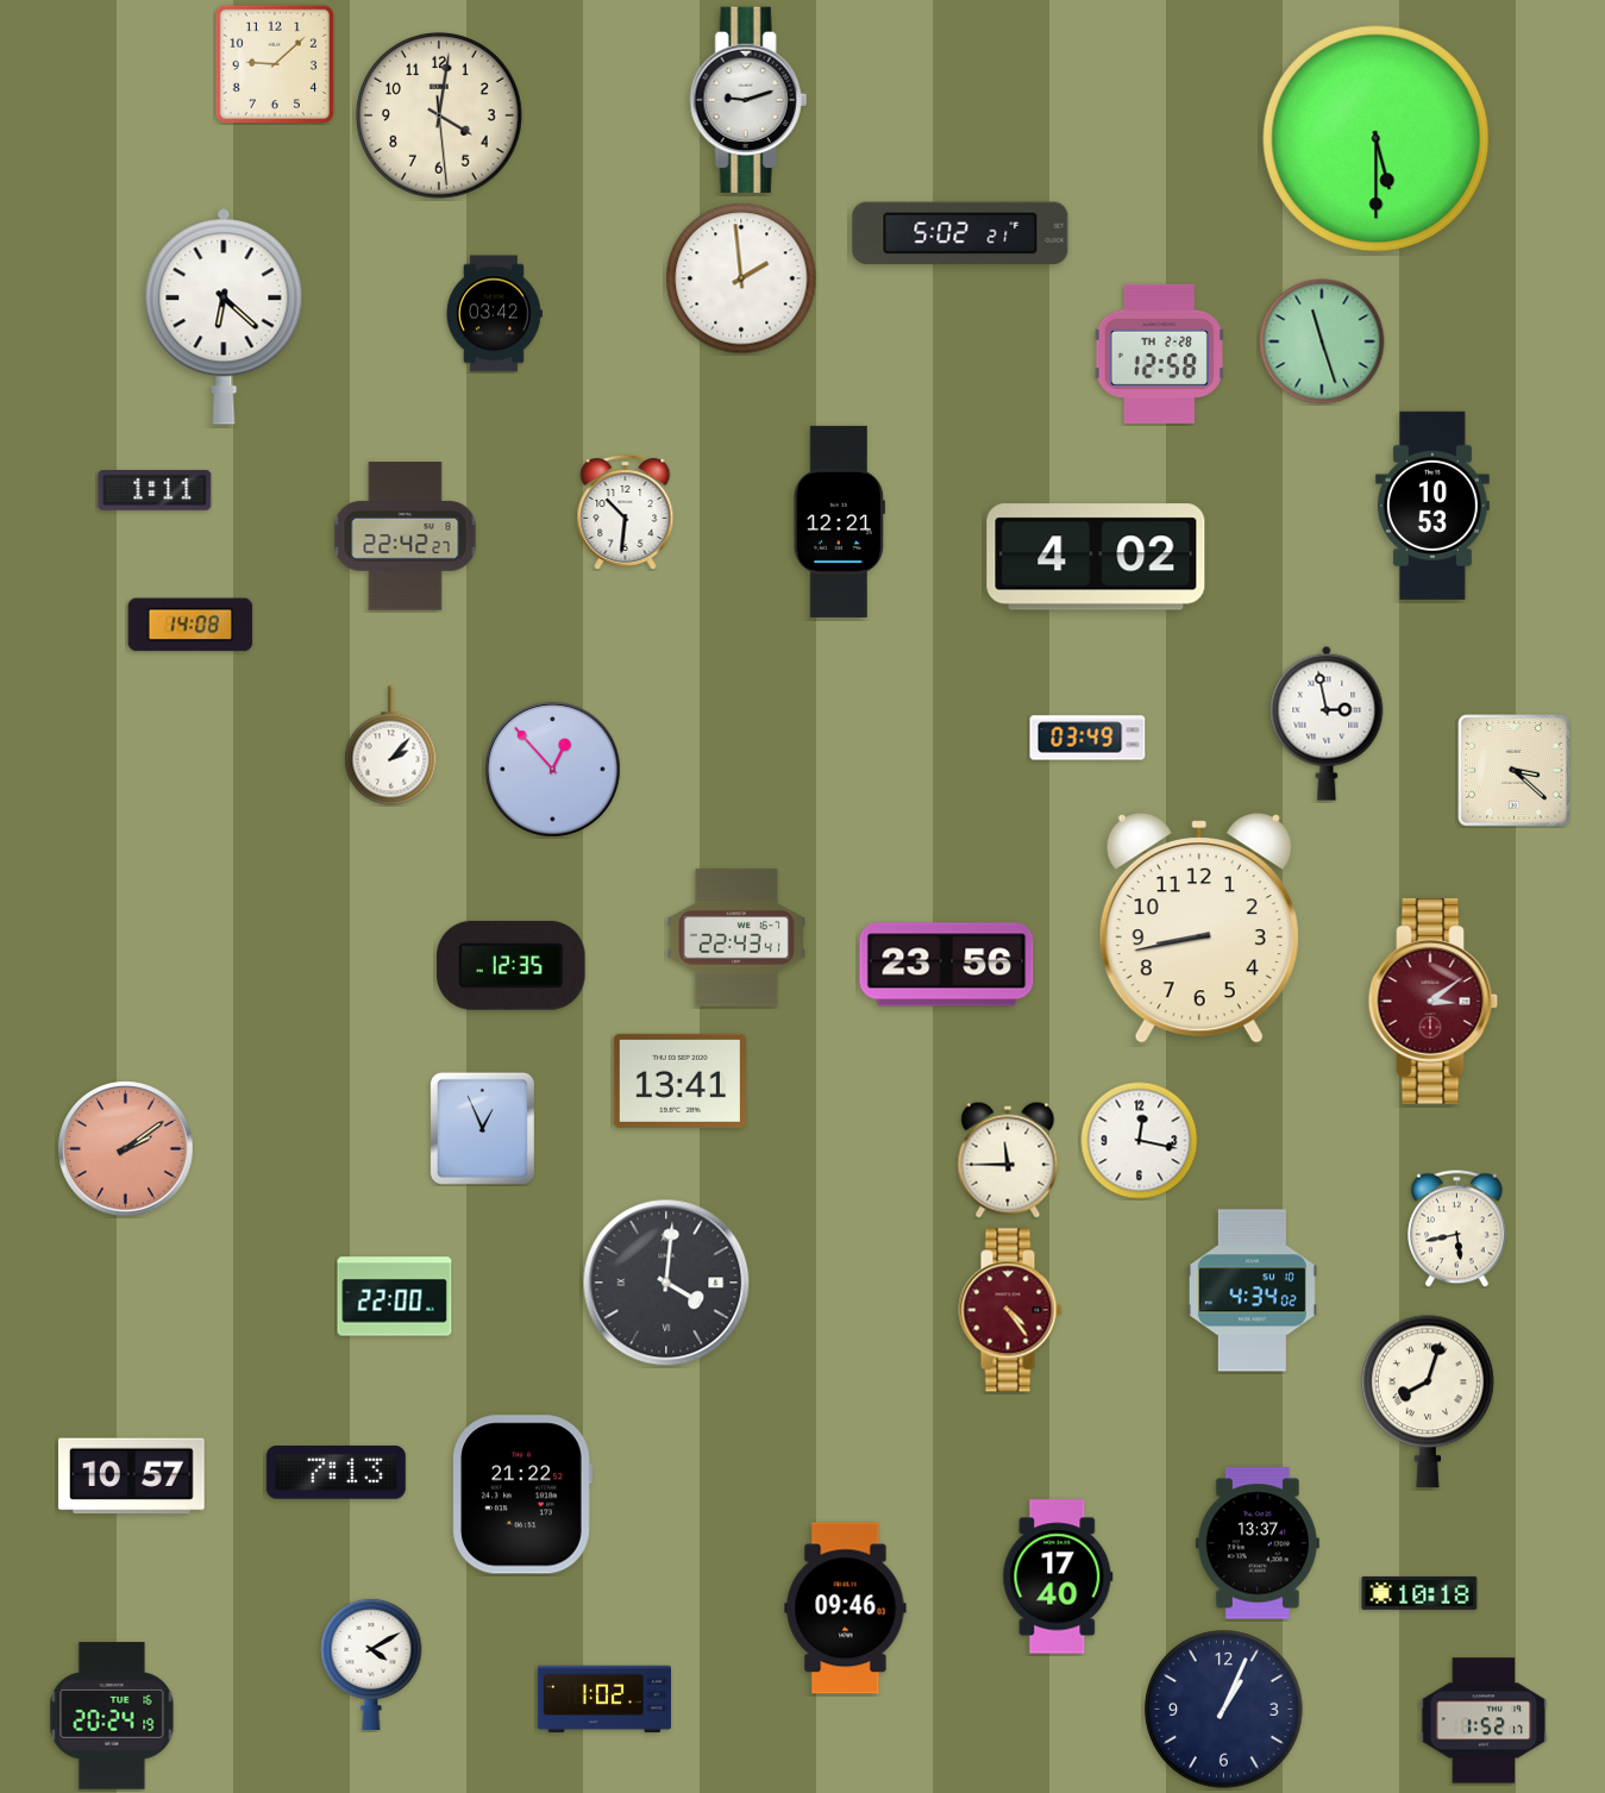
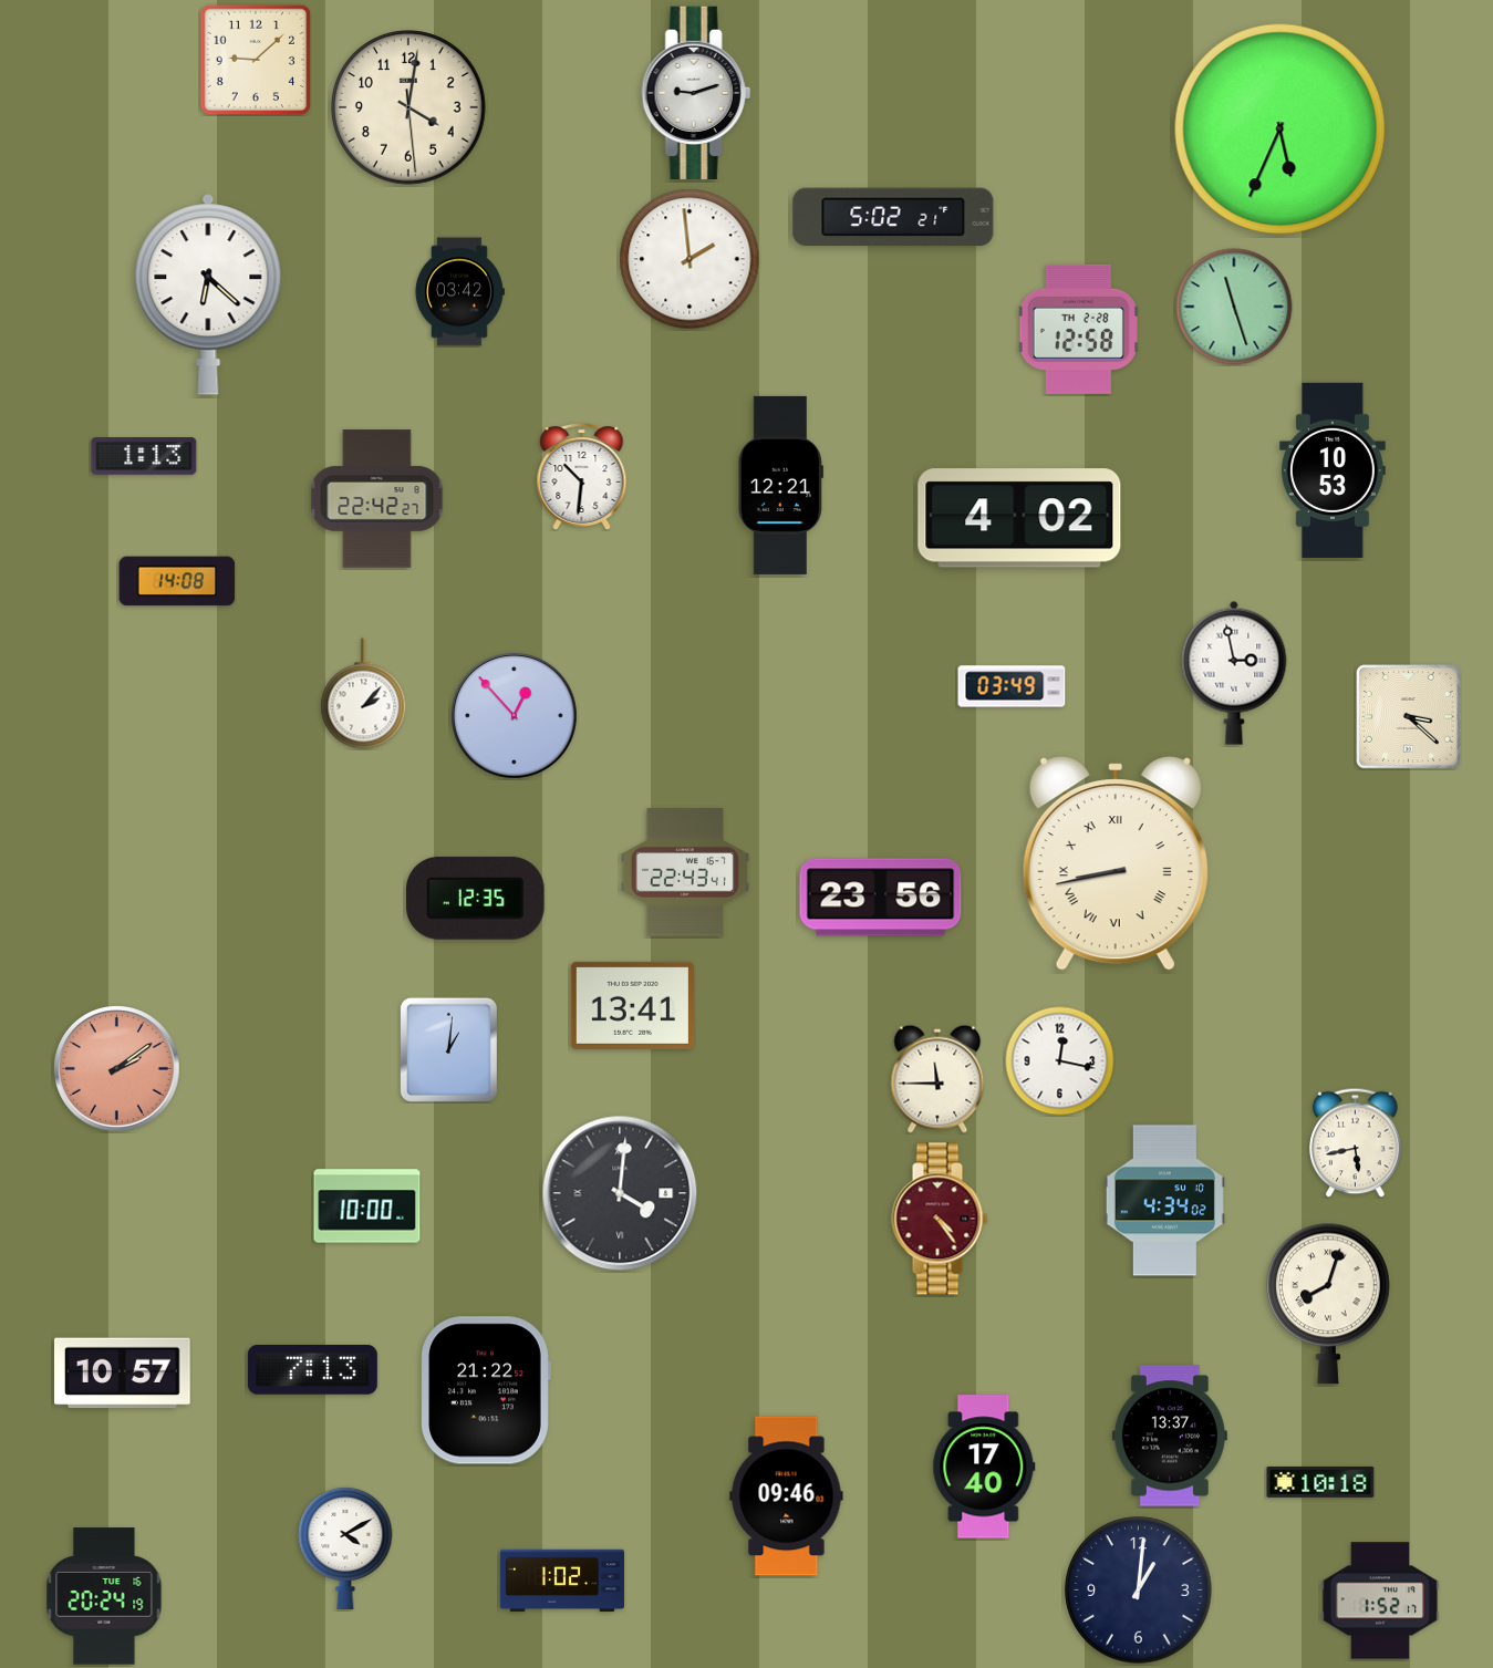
clock at (1377, 139): 5:30 -> 5:34
clock at (1322, 341) position: (1322, 341) -> (1234, 307)
clock at (155, 491): 1:11 -> 1:13
clock at (1199, 928) numerals: Arabic -> Roman
clock at (1434, 1002): 3:09 -> none
clock at (482, 1128): 12:56 -> 1:01
clock at (395, 1297): 22:00 -> 10:00
clock at (1224, 1710): 1:04 -> 1:01
